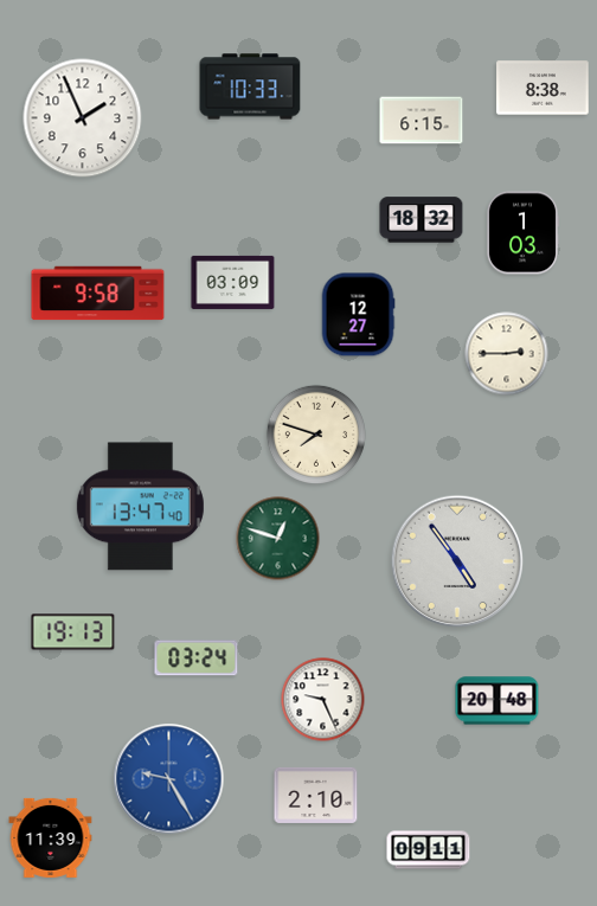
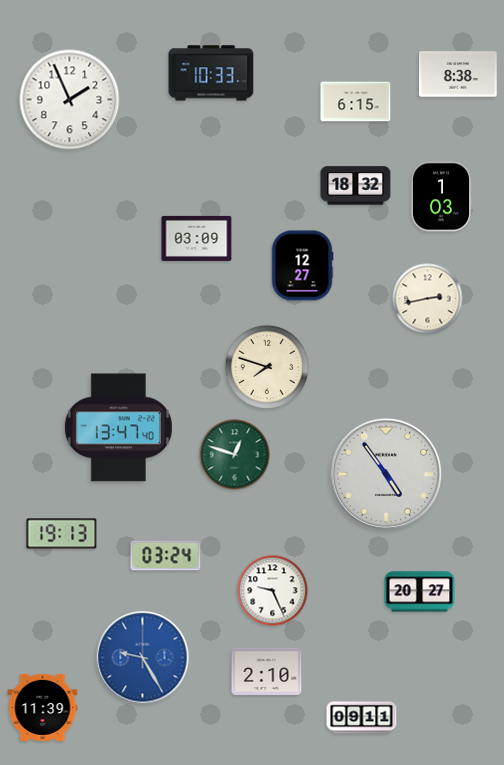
clock at (98, 294): 9:58 -> none
clock at (507, 354): 2:45 -> 2:43
clock at (497, 701): 20:48 -> 20:27
